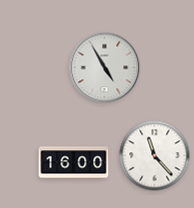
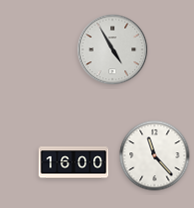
clock at (105, 68) position: (105, 68) -> (113, 50)
